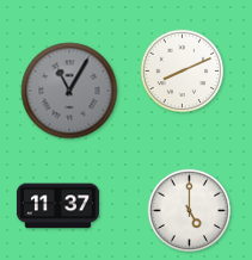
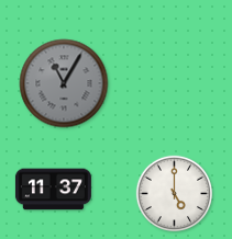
clock at (183, 72): 8:11 -> none
